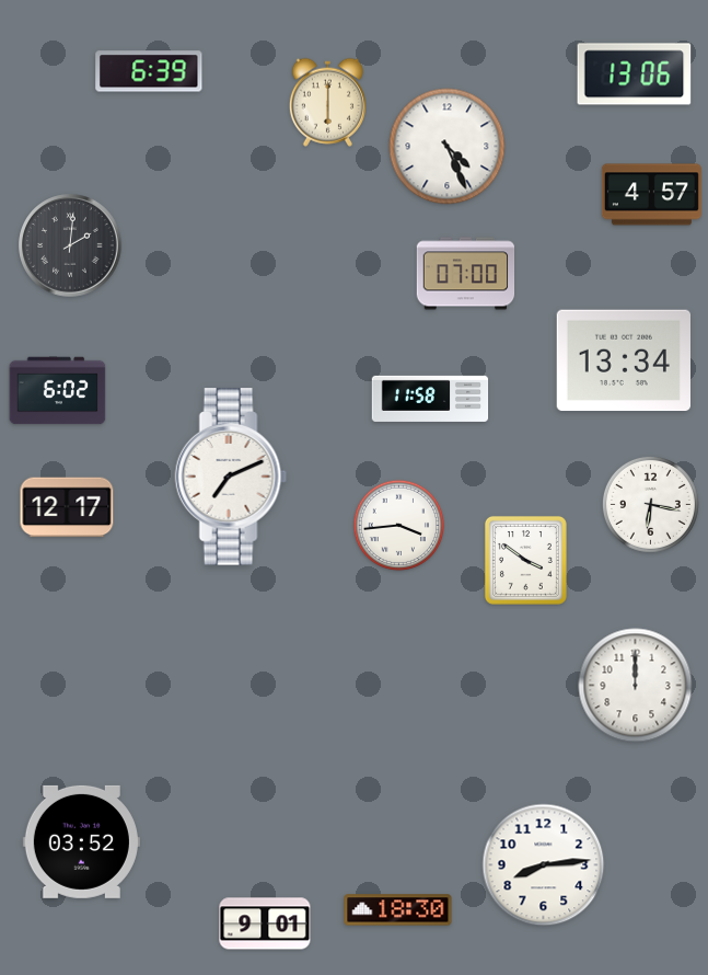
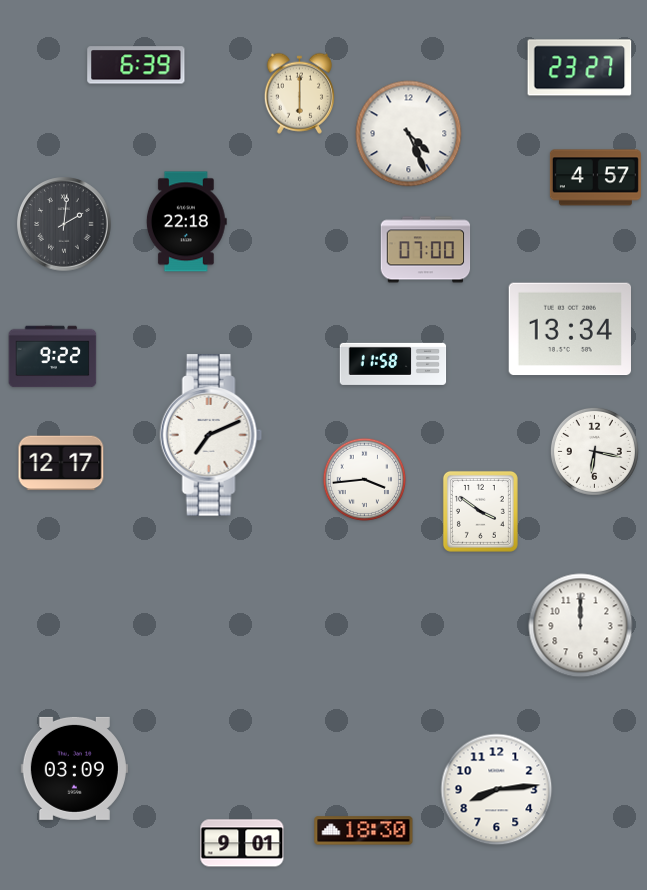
clock at (635, 74): 13:06 -> 23:27
clock at (186, 222): none -> 22:18
clock at (58, 391): 6:02 -> 9:22
clock at (650, 504) position: (650, 504) -> (594, 451)
clock at (81, 841): 03:52 -> 03:09
